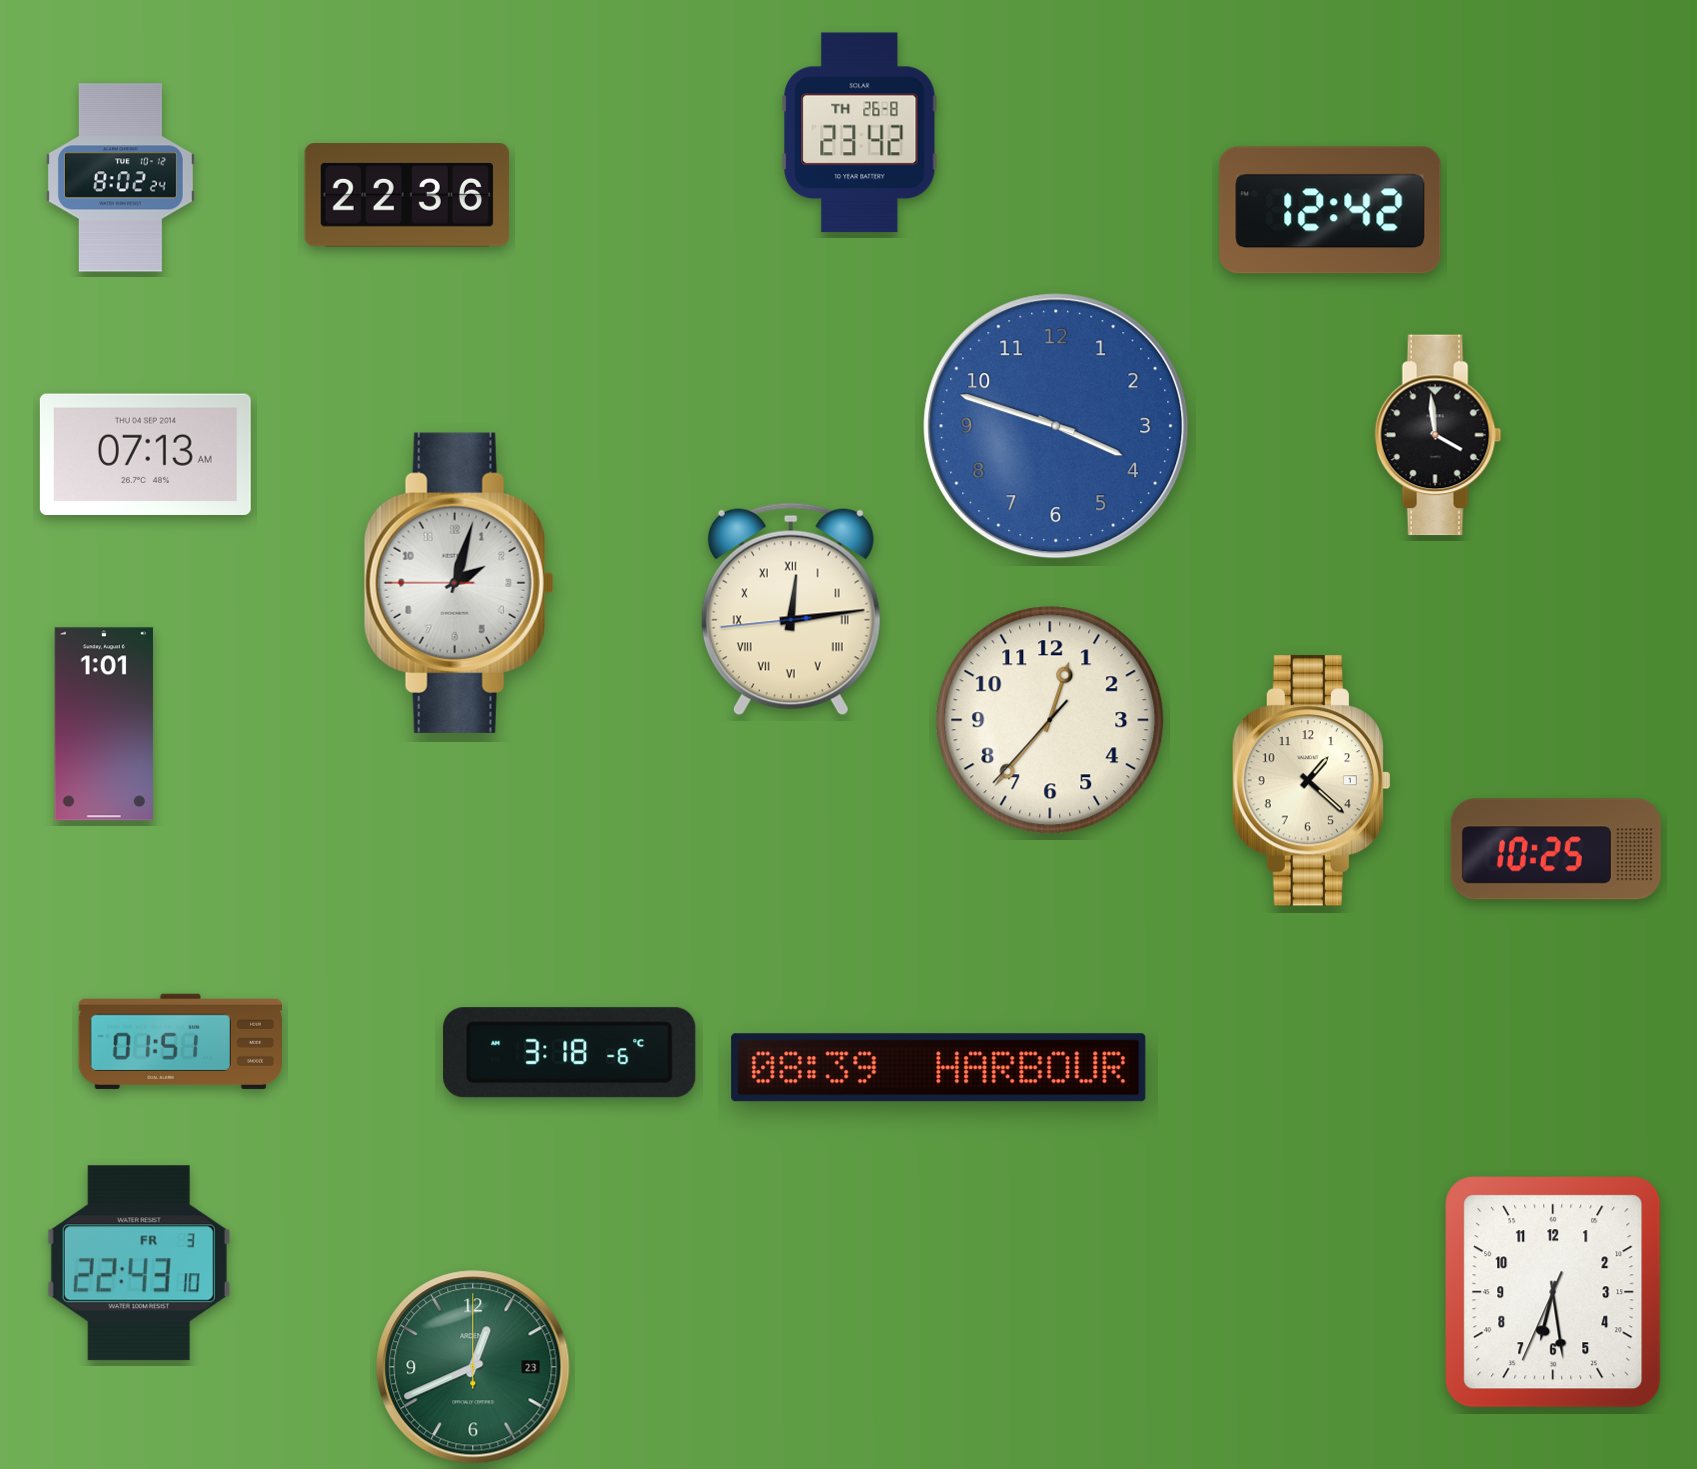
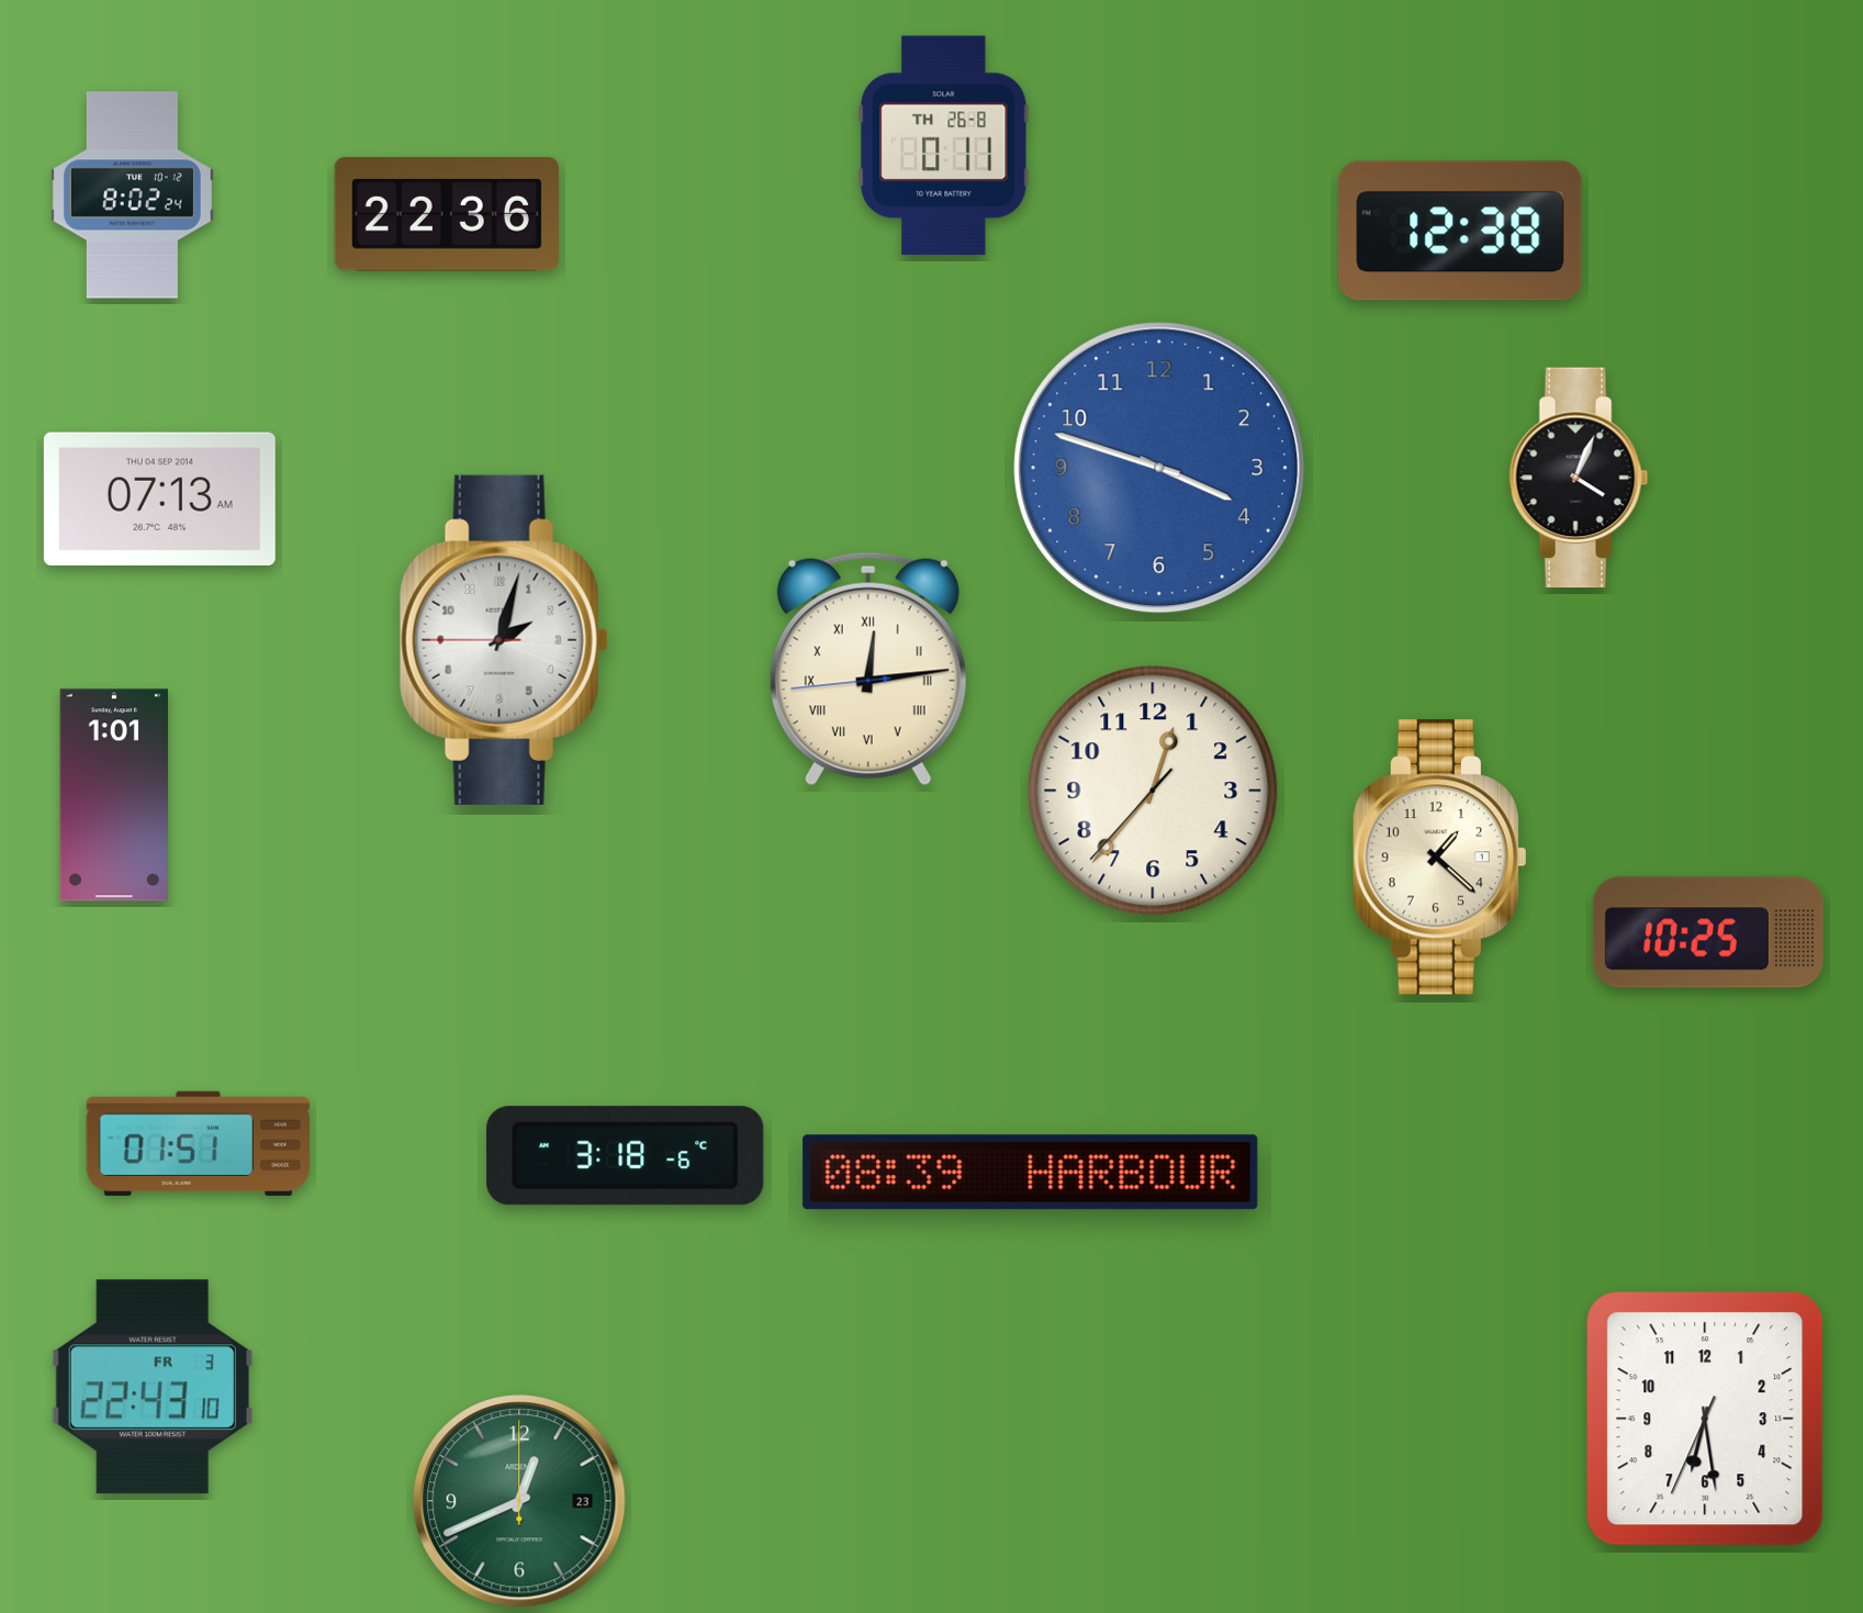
clock at (860, 133): 23:42 -> 0:11
clock at (1330, 210): 12:42 -> 12:38
clock at (1438, 435): 3:59 -> 4:04
